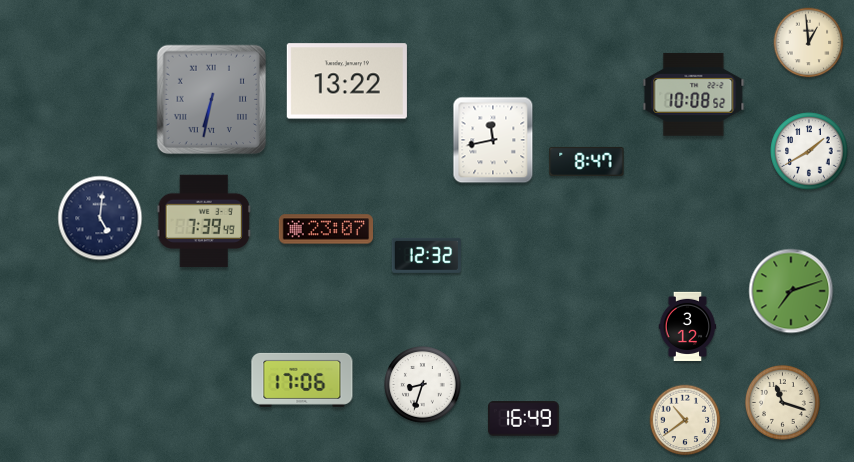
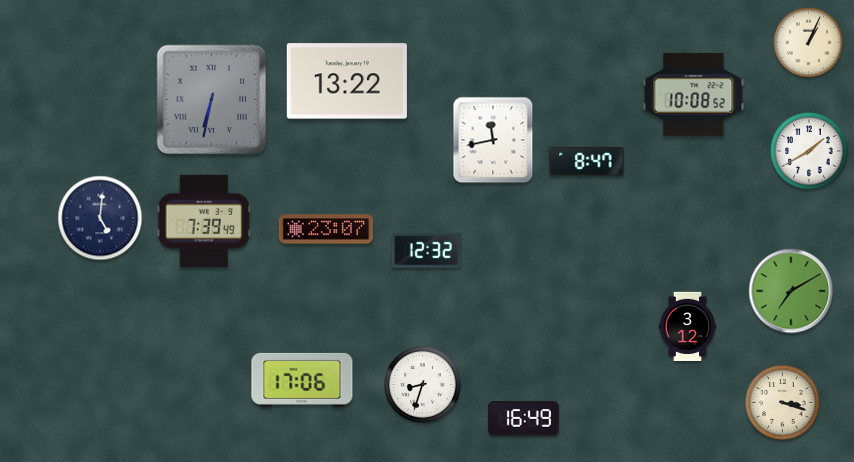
clock at (809, 43): 12:59 -> 1:04
clock at (426, 255) position: (426, 255) -> (426, 250)
clock at (791, 291): 7:12 -> 7:10
clock at (782, 402): 11:18 -> 3:18
clock at (685, 420): 10:39 -> none
